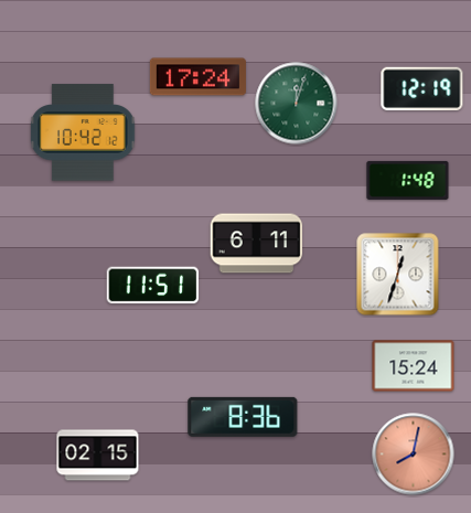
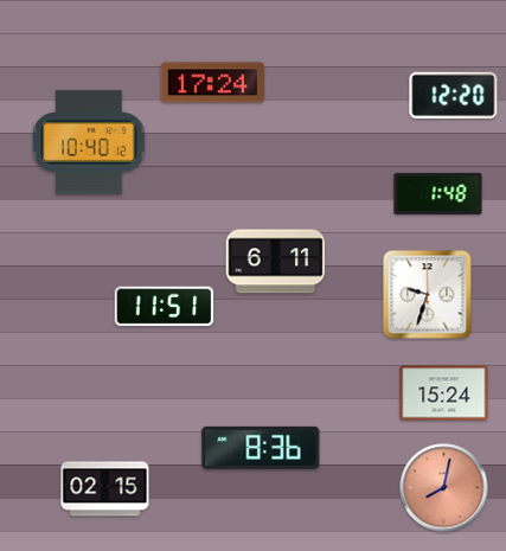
clock at (422, 89): 12:19 -> 12:20
clock at (297, 104): 12:03 -> none
clock at (83, 132): 10:42 -> 10:40
clock at (398, 275): 12:33 -> 9:33
